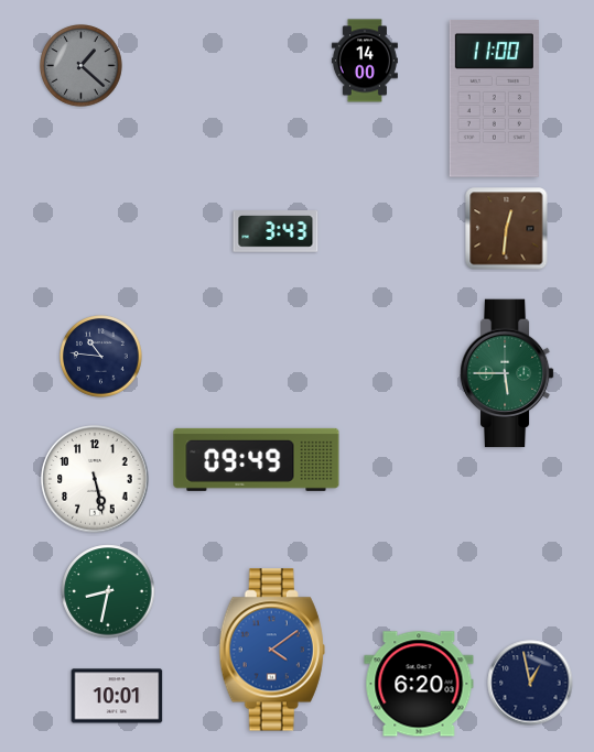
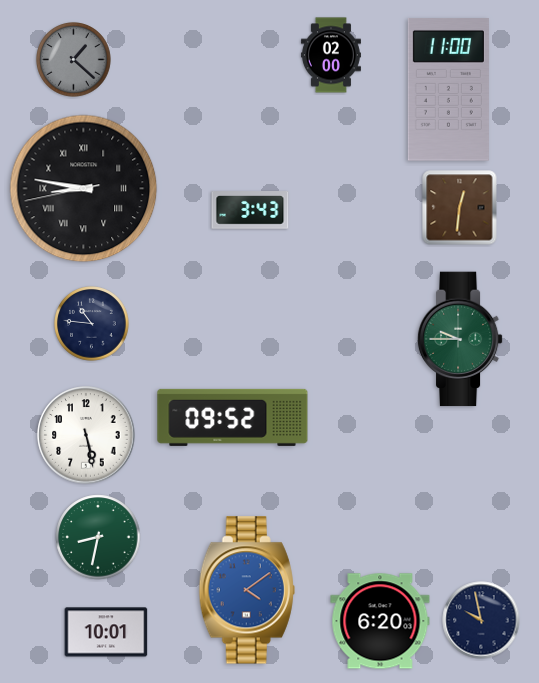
clock at (365, 61): 14:00 -> 02:00
clock at (84, 189): none -> 8:46
clock at (507, 373): 5:45 -> 9:45
clock at (257, 459): 09:49 -> 09:52
clock at (530, 683): 12:58 -> 9:58
